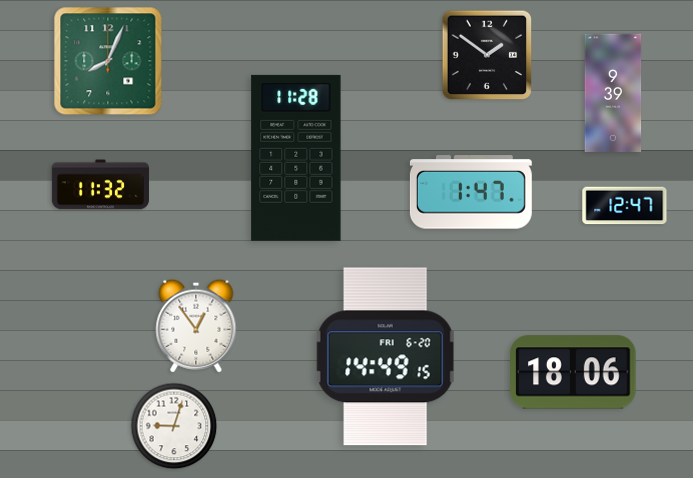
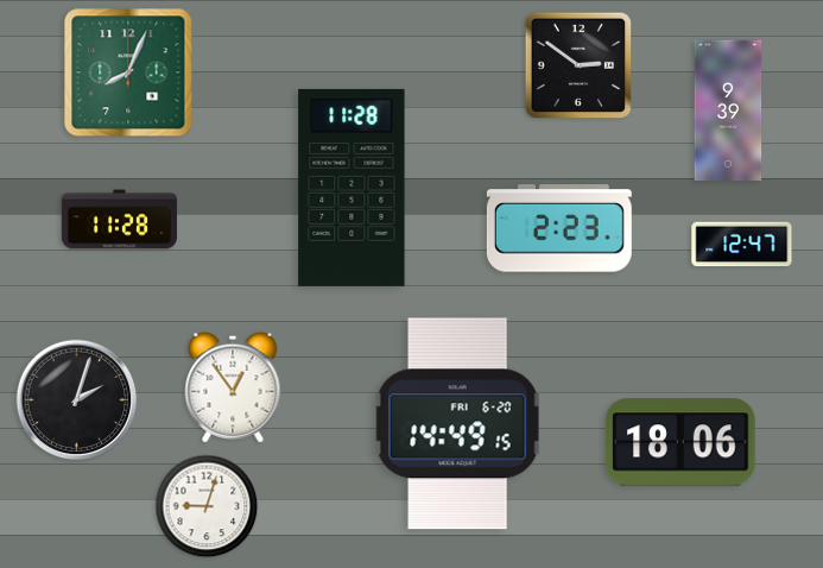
clock at (487, 55): 1:51 -> 2:51
clock at (100, 185): 11:32 -> 11:28
clock at (471, 192): 1:47 -> 2:23
clock at (77, 400): none -> 2:03
